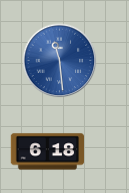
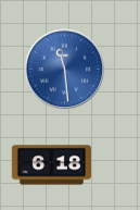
clock at (60, 61) position: (60, 61) -> (65, 70)
